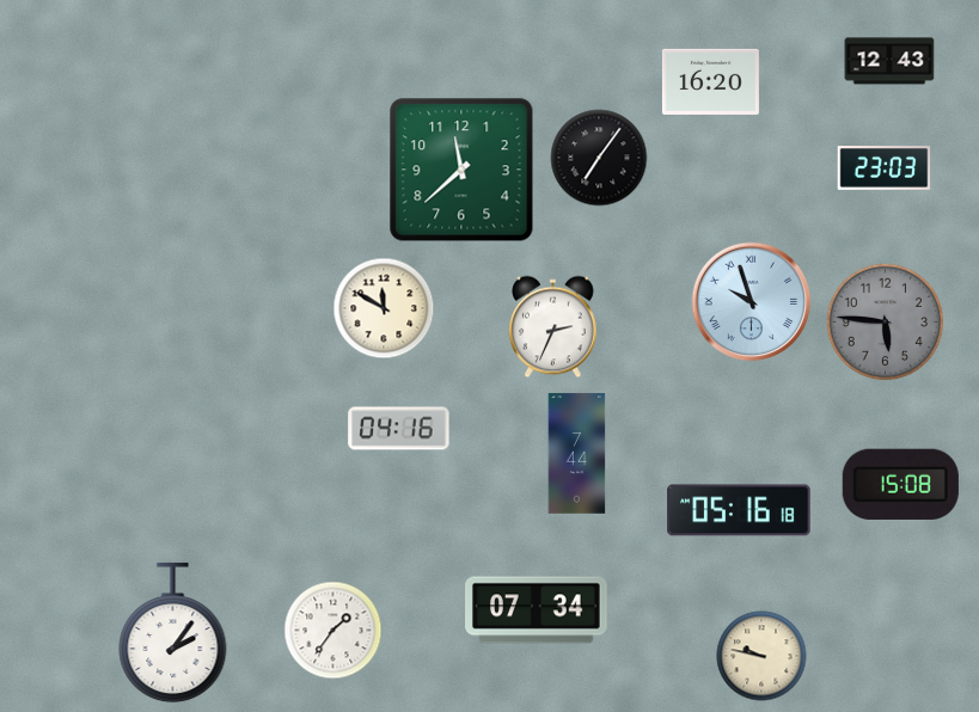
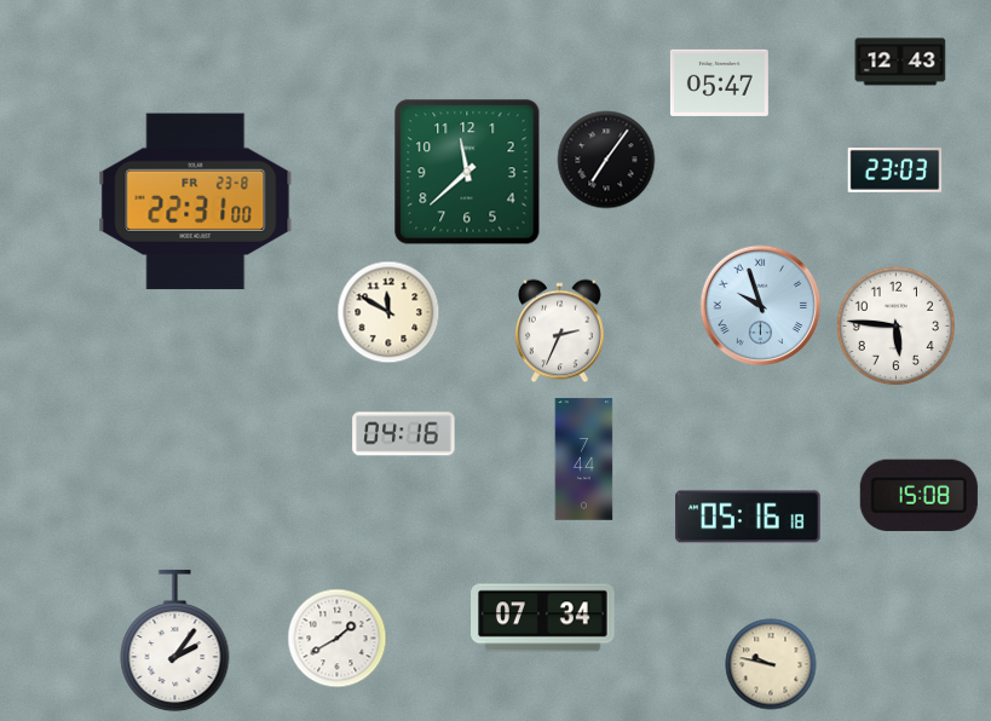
clock at (710, 81): 16:20 -> 05:47
clock at (196, 202): none -> 22:31
clock at (885, 321) dial: grey -> white
clock at (900, 484) position: (900, 484) -> (918, 495)
clock at (334, 631): 1:36 -> 1:40
